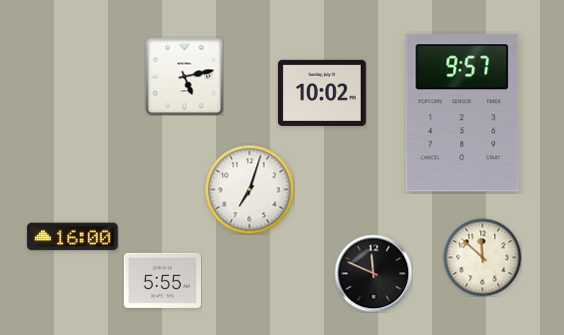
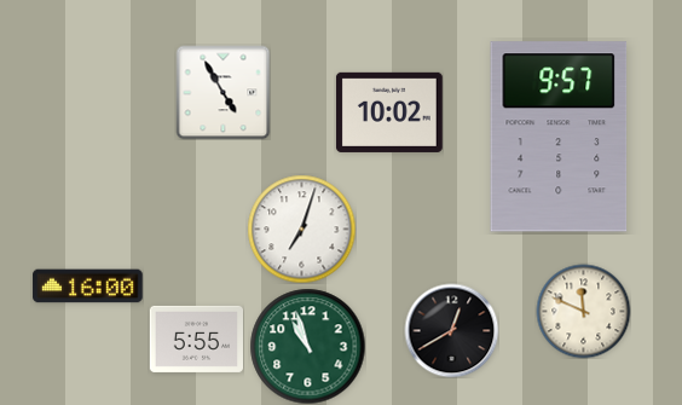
clock at (184, 76): 5:13 -> 4:55
clock at (482, 257): 11:52 -> 11:49
clock at (373, 273): 11:49 -> 12:40
clock at (307, 346): none -> 10:57
